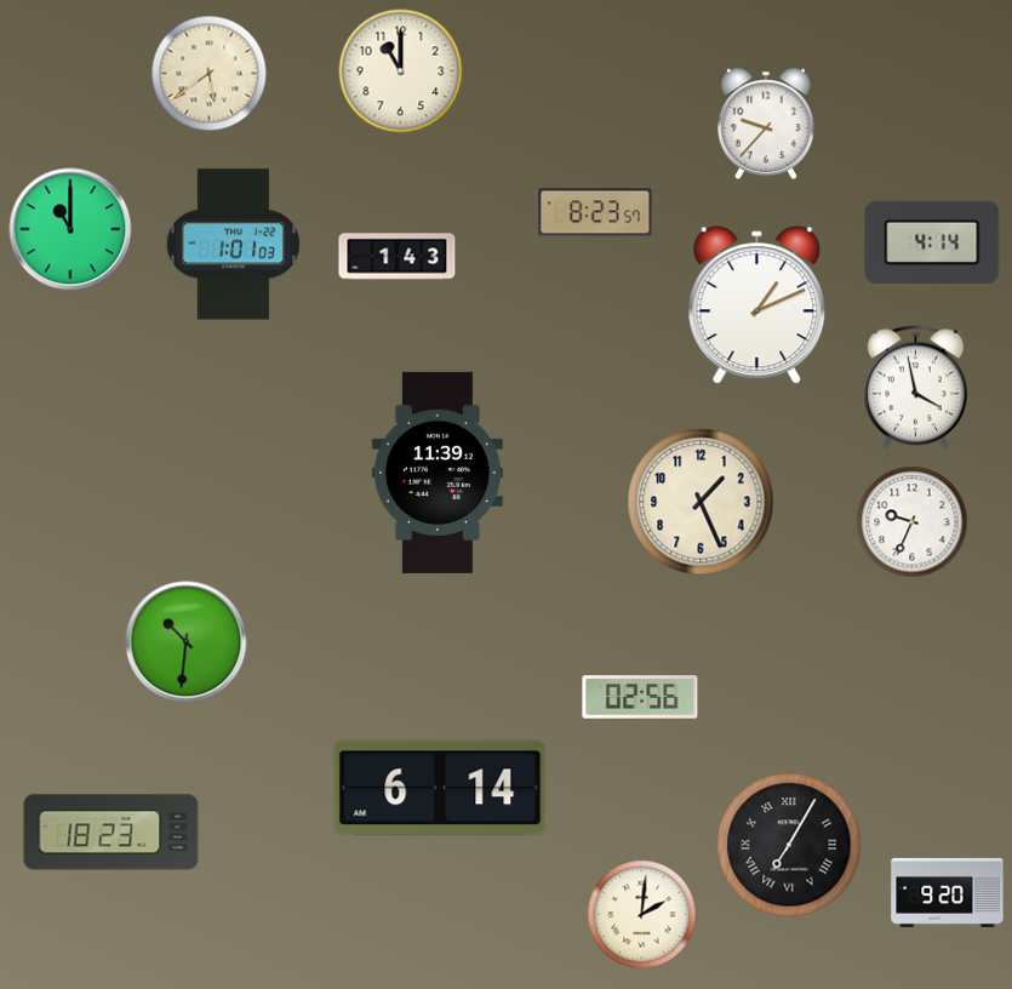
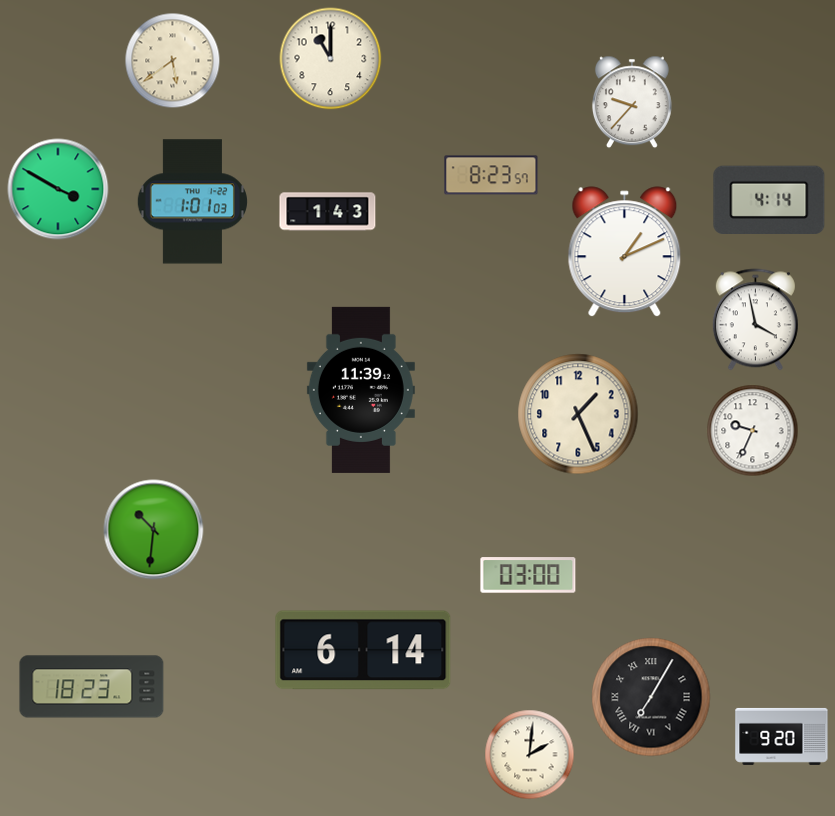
clock at (70, 229): 11:00 -> 3:50
clock at (640, 697): 02:56 -> 03:00
